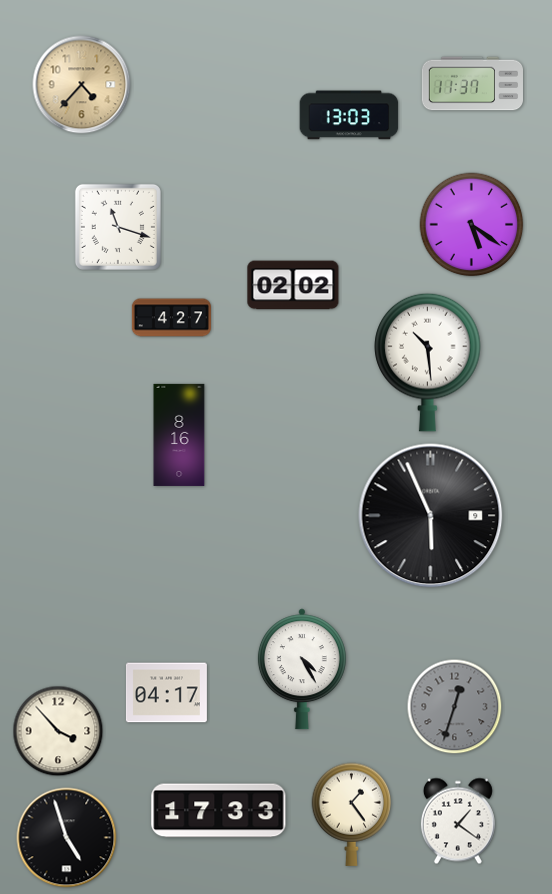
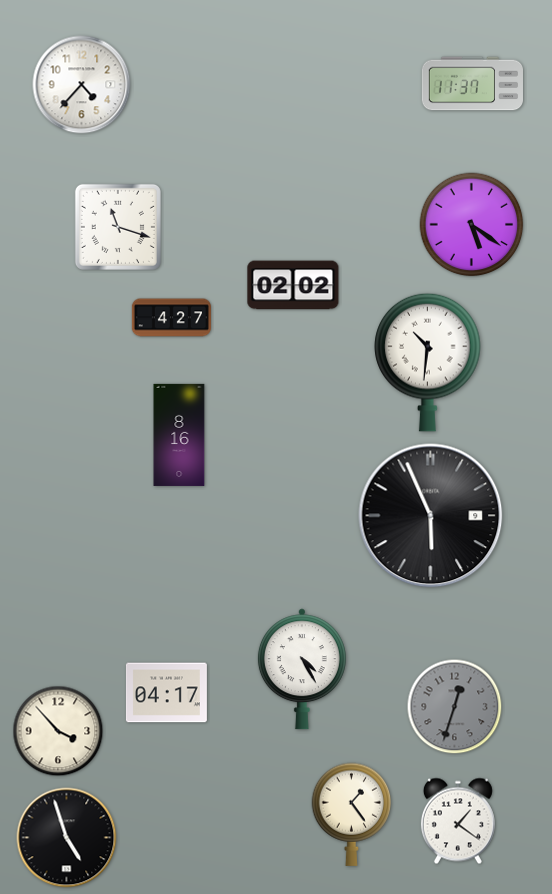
clock at (82, 85) dial: champagne -> white
clock at (349, 115): 13:03 -> none
clock at (428, 362): 10:29 -> 10:31
clock at (219, 811): 17:33 -> none
